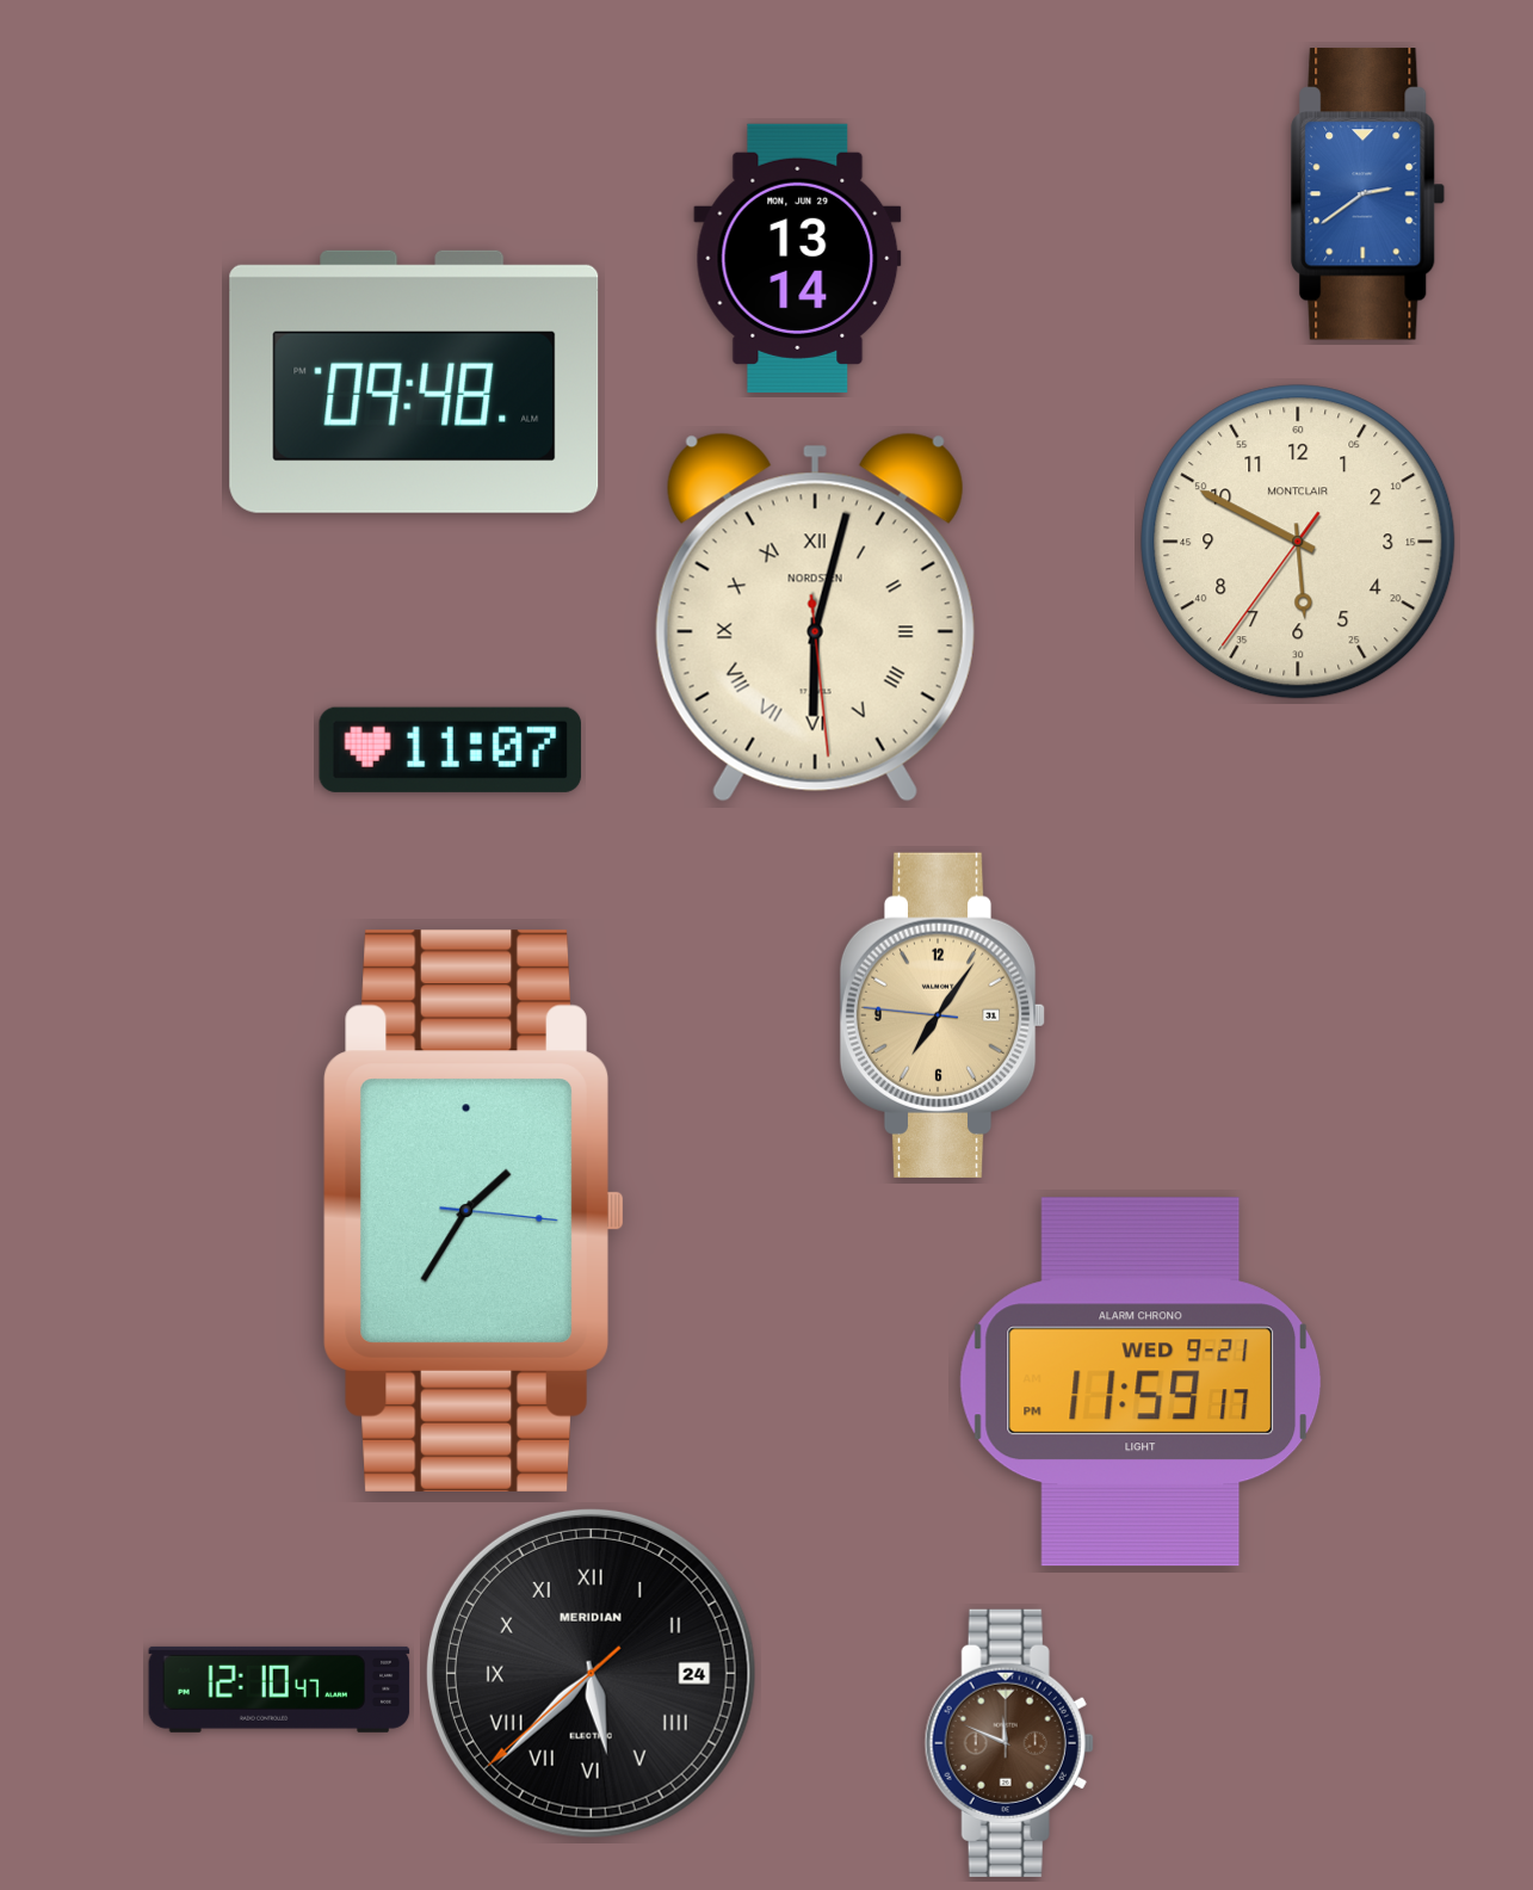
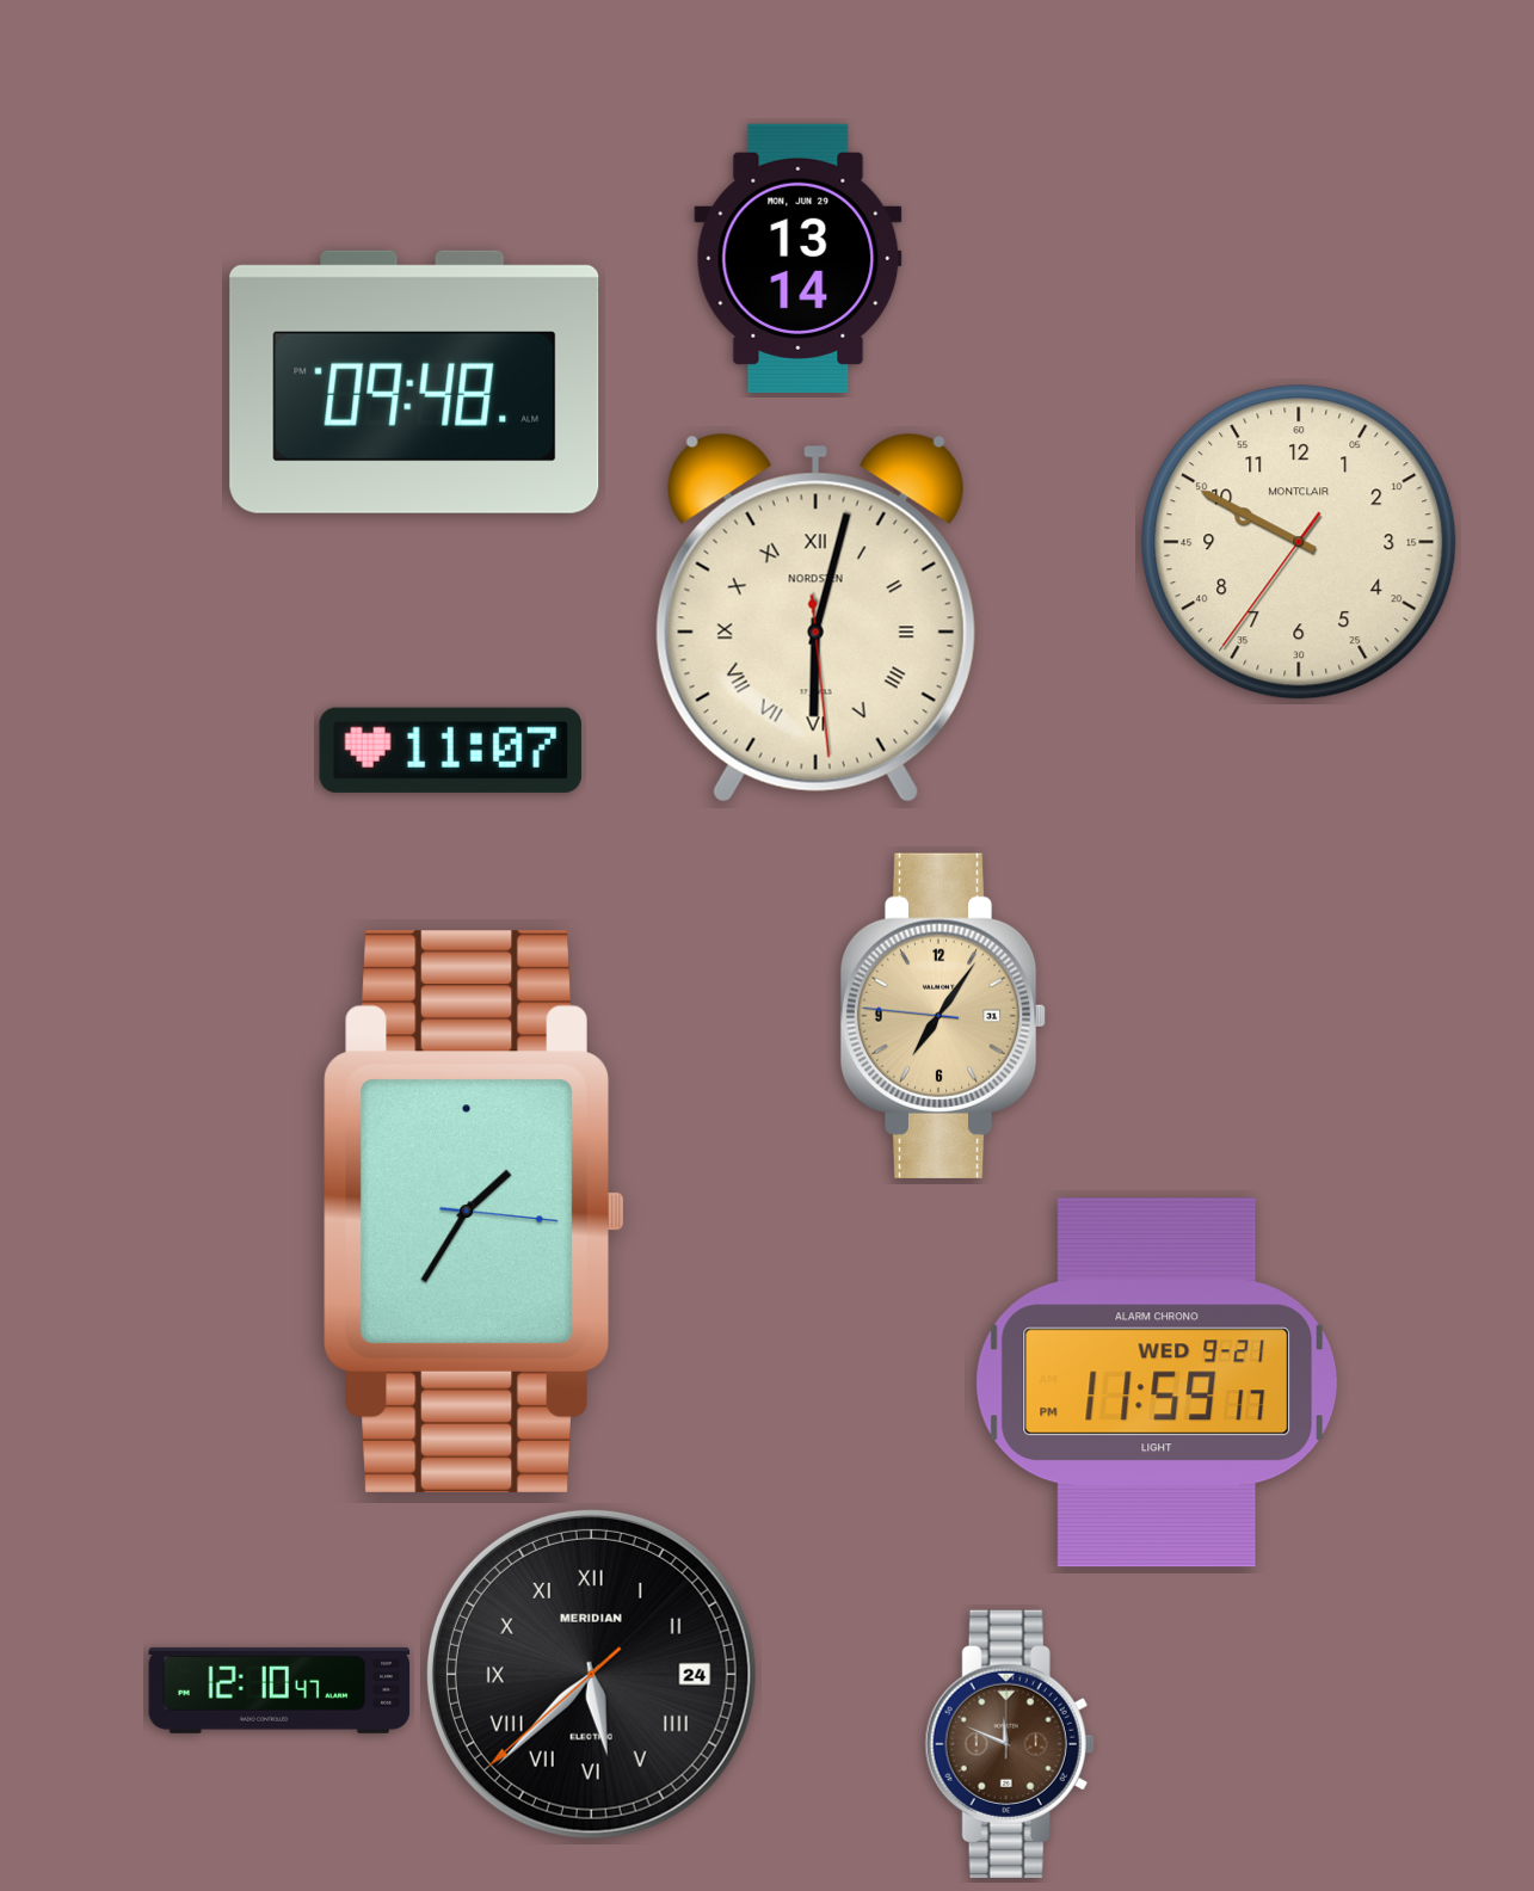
clock at (1368, 194): 2:39 -> none
clock at (1298, 542): 5:49 -> 9:49
clock at (1141, 1382) position: (1141, 1382) -> (1157, 1382)
